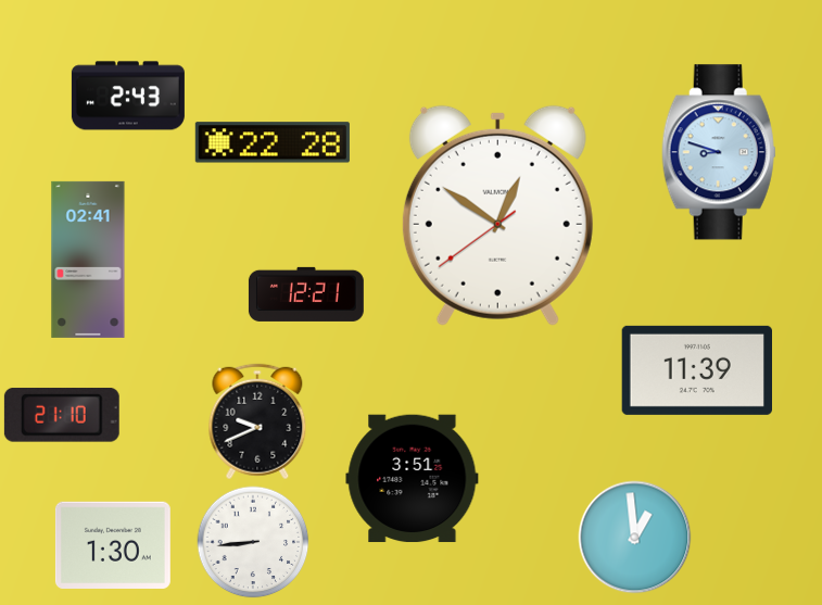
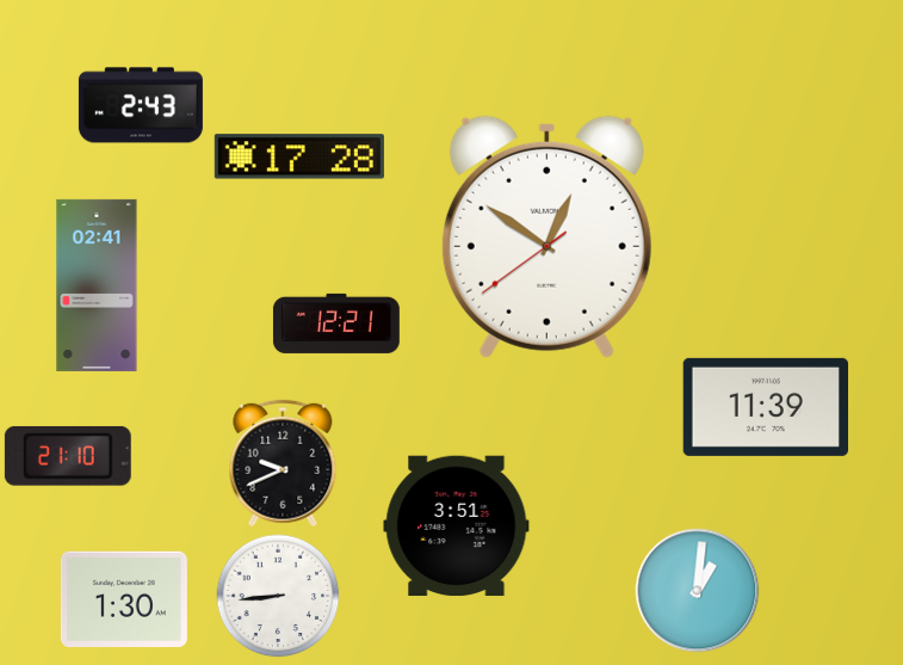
clock at (273, 142): 22:28 -> 17:28
clock at (719, 152): 8:48 -> none
clock at (413, 479) position: (413, 479) -> (457, 527)
clock at (635, 538): 12:59 -> 1:01
